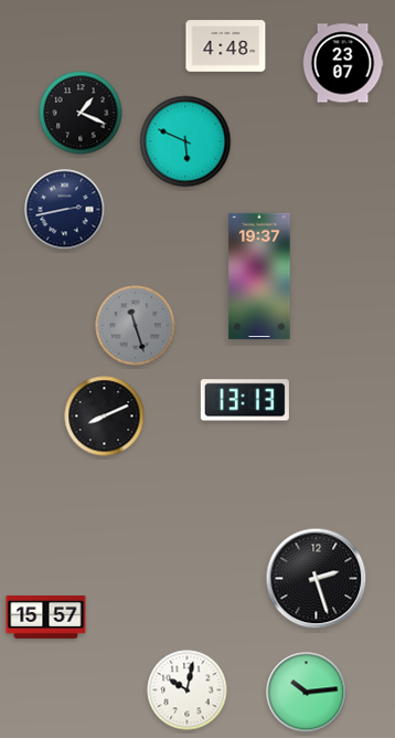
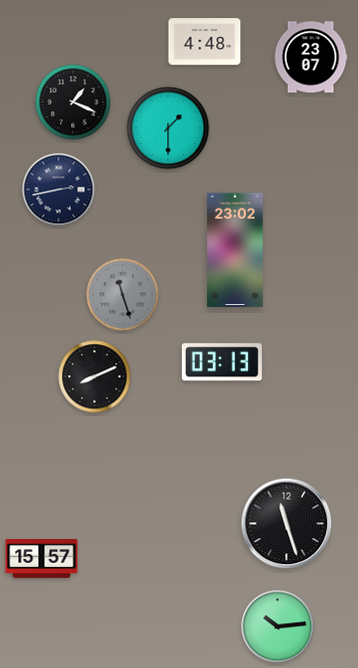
clock at (185, 141): 5:49 -> 1:30
clock at (259, 276): 19:37 -> 23:02
clock at (245, 400): 13:13 -> 03:13
clock at (317, 579): 2:27 -> 11:27
clock at (188, 690): 10:02 -> none
